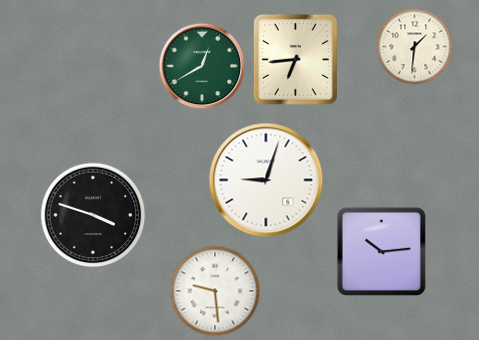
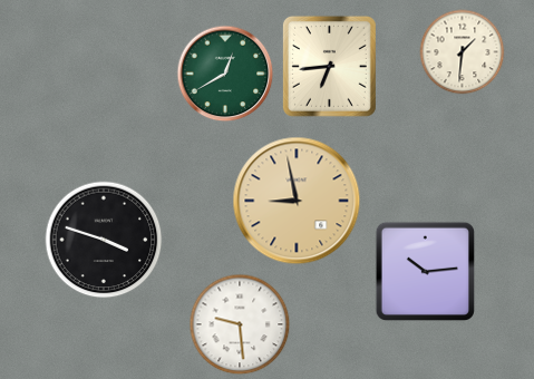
clock at (266, 180): 9:03 -> 8:58
clock at (266, 180) dial: white -> champagne
clock at (381, 251) position: (381, 251) -> (425, 271)
